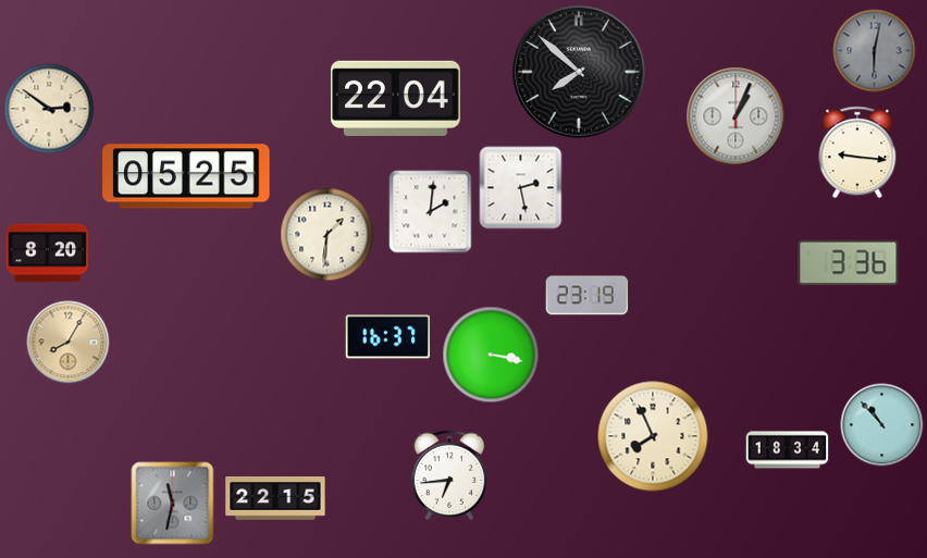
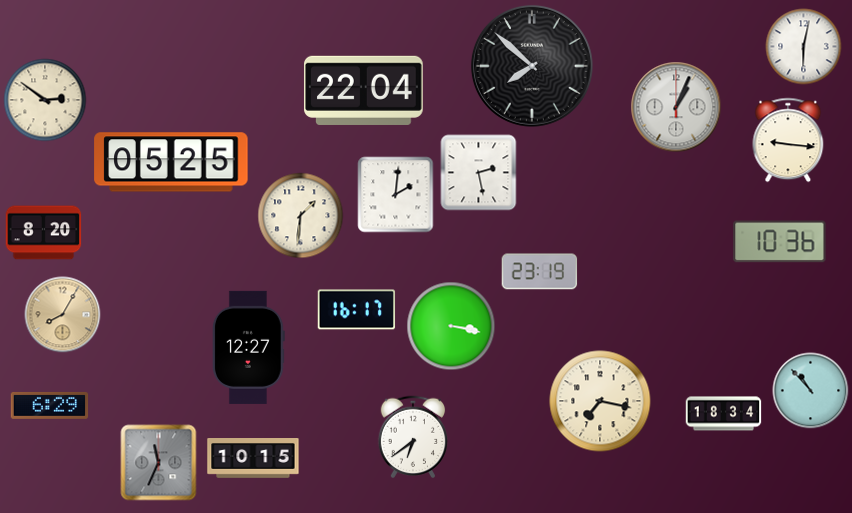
clock at (875, 51) dial: grey -> white
clock at (849, 263): 3:36 -> 10:36
clock at (388, 337): 16:37 -> 16:17
clock at (248, 347): none -> 12:27
clock at (653, 436): 7:56 -> 7:17
clock at (50, 405): none -> 6:29
clock at (449, 475): 6:44 -> 6:39
clock at (275, 499): 22:15 -> 10:15
clock at (173, 504): 11:32 -> 11:34
